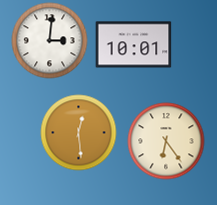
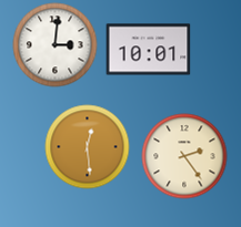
clock at (166, 141): 6:24 -> 2:24
